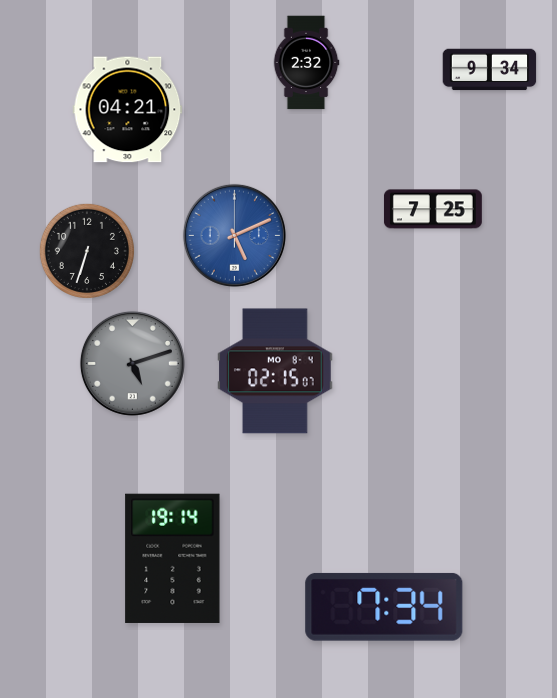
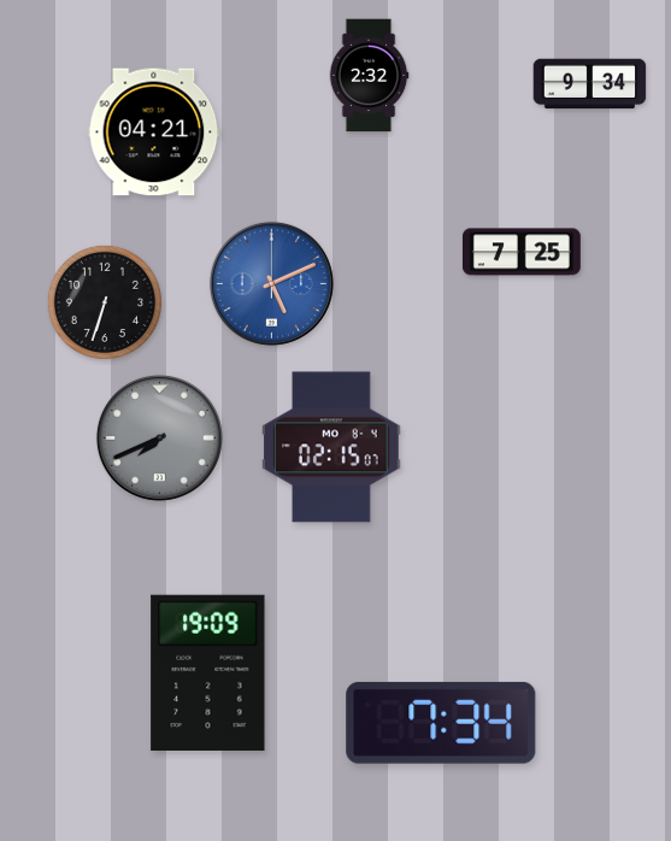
clock at (234, 235) position: (234, 235) -> (271, 283)
clock at (132, 363): 5:12 -> 7:41
clock at (173, 558): 19:14 -> 19:09
clock at (384, 607) position: (384, 607) -> (441, 723)
